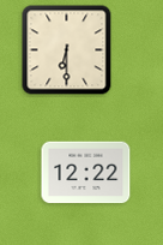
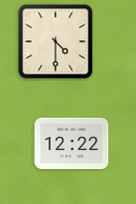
clock at (67, 50): 6:30 -> 4:30
